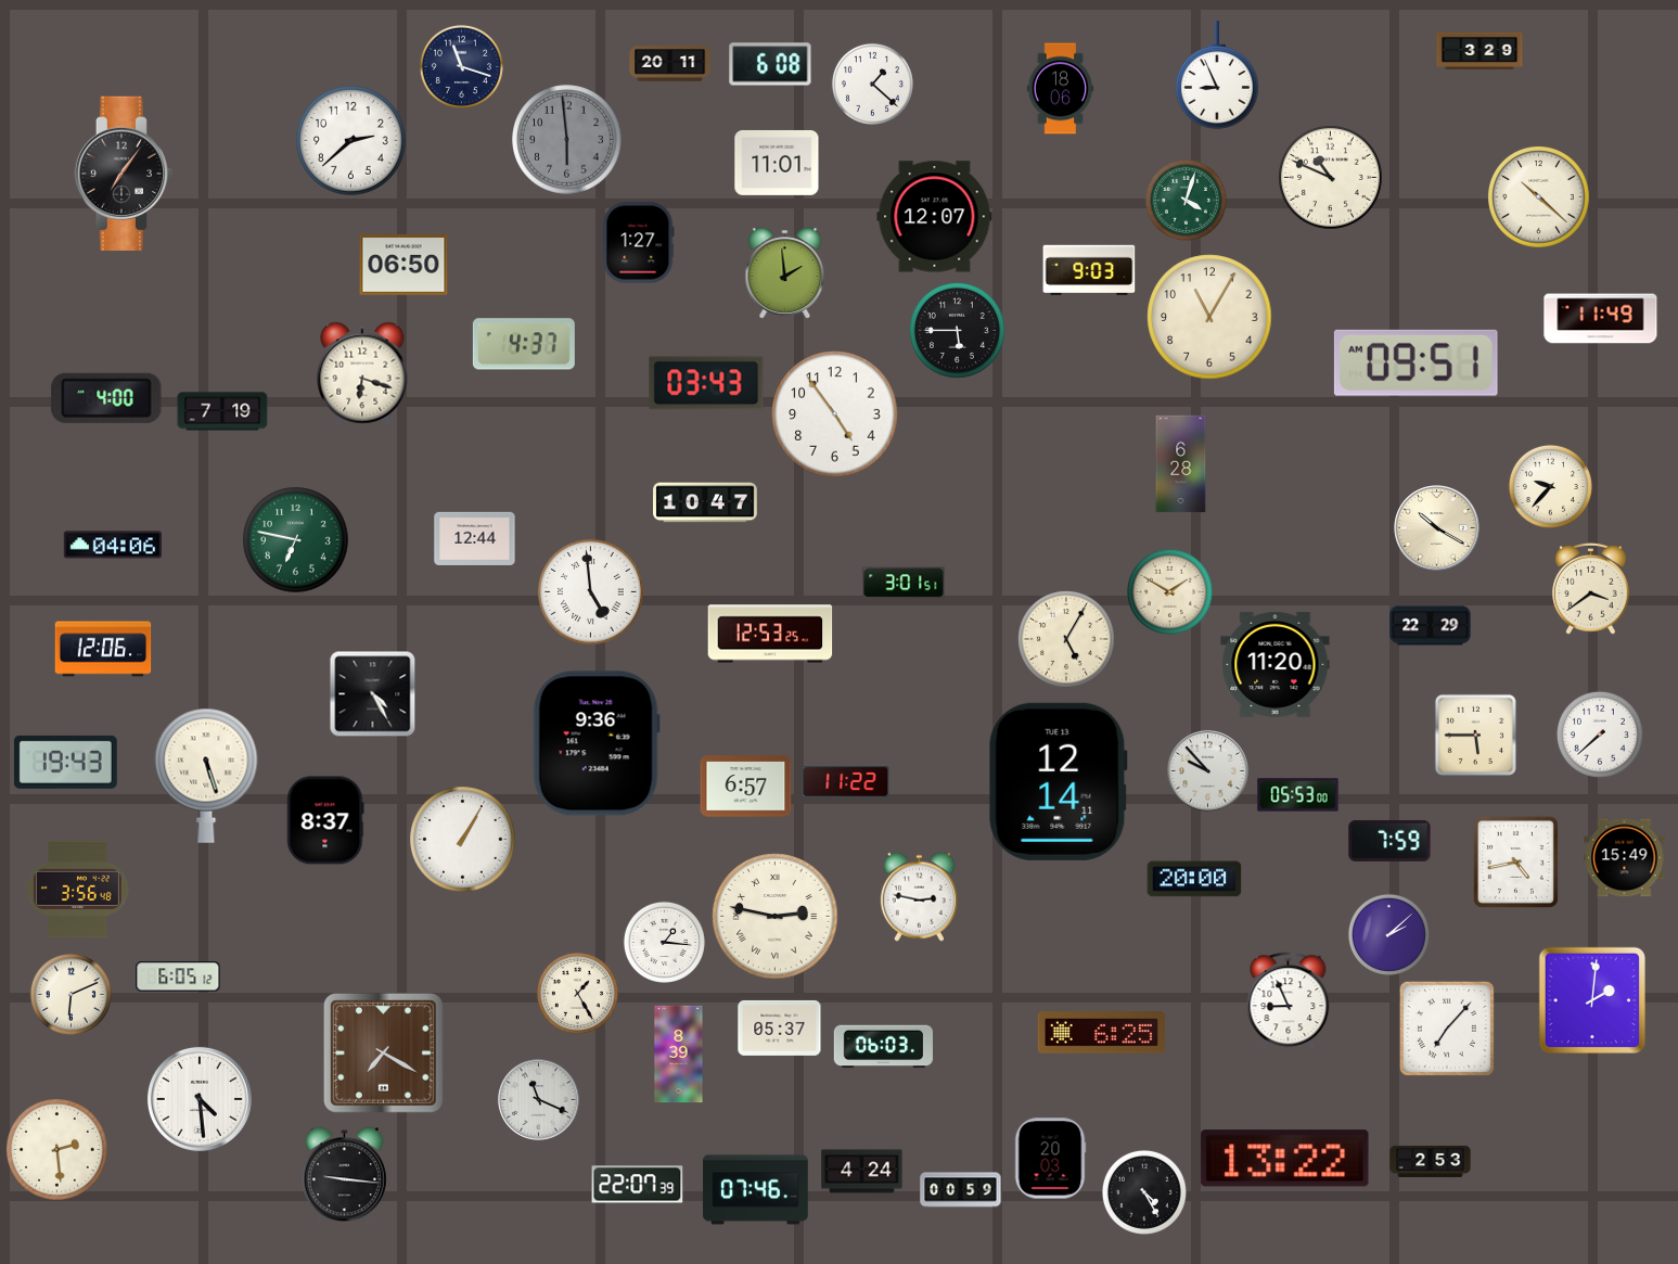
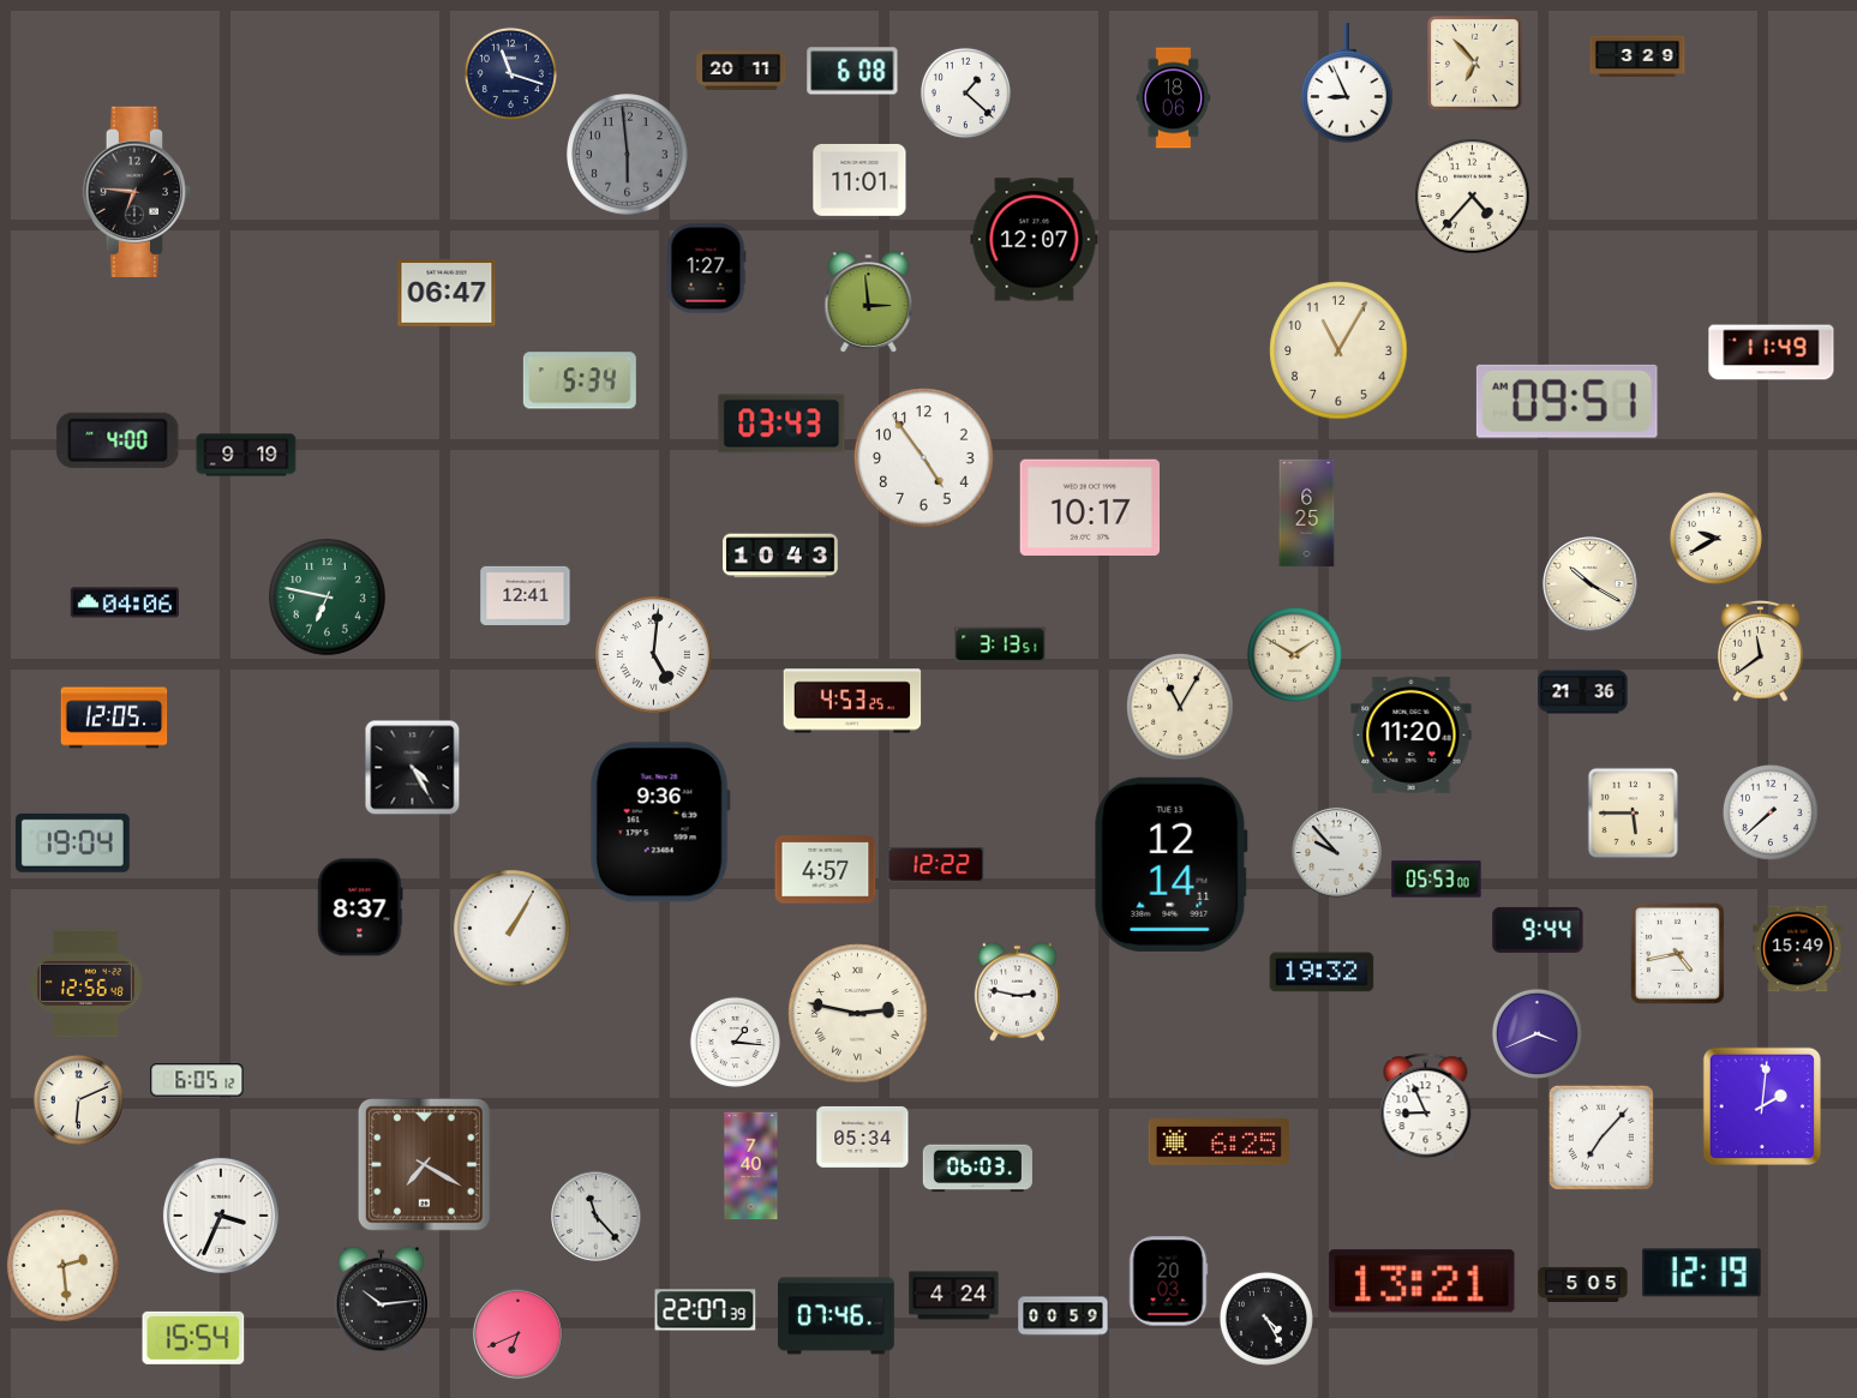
clock at (1475, 64): none -> 6:53
clock at (351, 141): 2:38 -> none
clock at (124, 173): 7:06 -> 6:46
clock at (1331, 178): 10:49 -> 4:37
clock at (1539, 197): 10:22 -> none
clock at (1186, 200): 4:03 -> none
clock at (404, 266): 06:50 -> 06:47
clock at (1089, 269): 9:03 -> none
clock at (785, 273): 1:59 -> 2:59
clock at (957, 330): 5:45 -> none
clock at (524, 344): 4:37 -> 5:34
clock at (362, 374): 6:18 -> none
clock at (222, 411): 7:19 -> 9:19
clock at (1089, 506): none -> 10:17
clock at (1181, 464): 6:28 -> 6:25
clock at (1550, 486): 9:37 -> 9:40
clock at (705, 502): 10:47 -> 10:43
clock at (475, 538): 12:44 -> 12:41
clock at (904, 583): 3:01 -> 3:13
clock at (1591, 588): 3:39 -> 11:39
clock at (591, 592): 4:59 -> 5:01
clock at (1431, 626): 22:29 -> 21:36
clock at (770, 634): 12:53 -> 4:53
clock at (1066, 639): 5:05 -> 11:05
clock at (103, 649): 12:06 -> 12:05
clock at (65, 762): 19:43 -> 19:04
clock at (206, 776): 5:27 -> none
clock at (846, 782): 11:22 -> 12:22
clock at (746, 787): 6:57 -> 4:57
clock at (1389, 841): 7:59 -> 9:44
clock at (1194, 879): 20:00 -> 19:32
clock at (78, 890): 3:56 -> 12:56
clock at (1388, 934): 2:08 -> 3:41
clock at (577, 993): 1:25 -> none
clock at (780, 1027): 05:37 -> 05:34
clock at (883, 1047) position: (883, 1047) -> (977, 1169)
clock at (679, 1055): 8:39 -> 7:40
clock at (200, 1099): 4:29 -> 3:34
clock at (539, 1100): 11:19 -> 11:23
clock at (57, 1150) position: (57, 1150) -> (64, 1266)
clock at (1702, 1273): none -> 12:19
clock at (1050, 1159) position: (1050, 1159) -> (1168, 1282)
clock at (1285, 1159): 13:22 -> 13:21
clock at (1431, 1161): 2:53 -> 5:05
clock at (344, 1176): 9:16 -> 10:14
clock at (519, 1334): none -> 6:41
clock at (193, 1338): none -> 15:54
